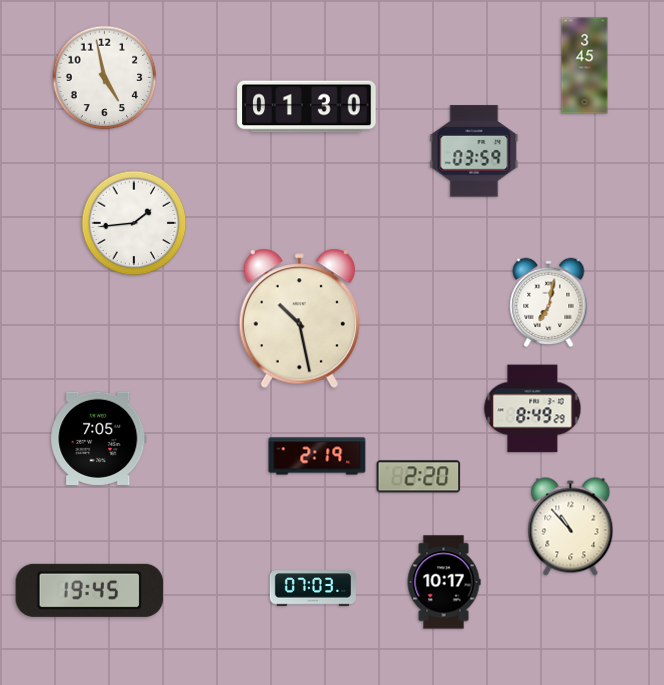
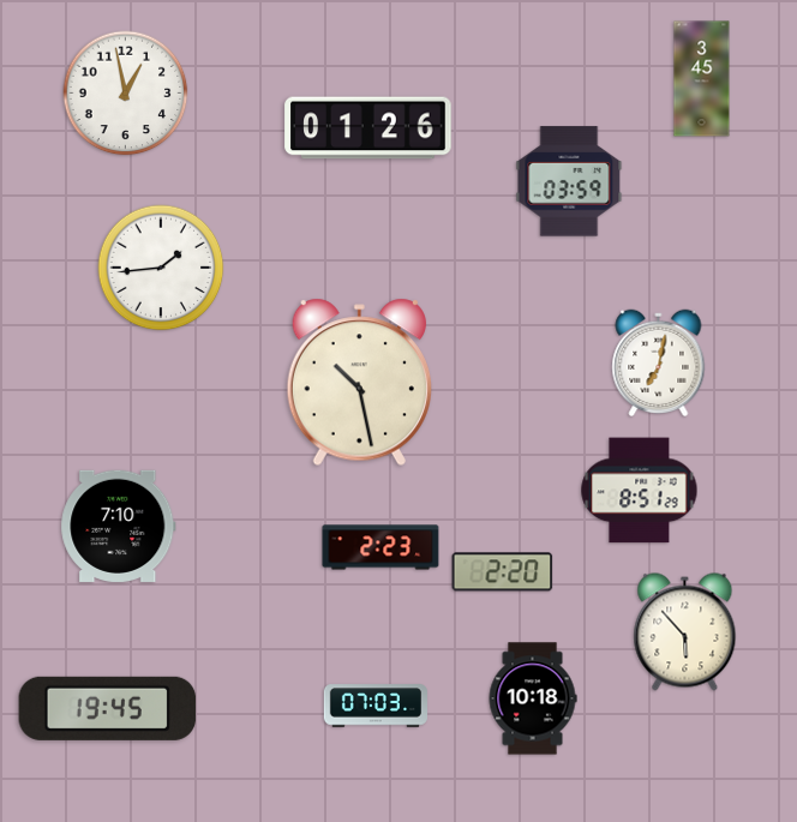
clock at (105, 78): 4:58 -> 12:58
clock at (307, 107): 01:30 -> 01:26
clock at (533, 409): 8:49 -> 8:51
clock at (99, 438): 7:05 -> 7:10
clock at (317, 456): 2:19 -> 2:23
clock at (571, 527): 10:53 -> 5:53
clock at (444, 582): 10:17 -> 10:18
